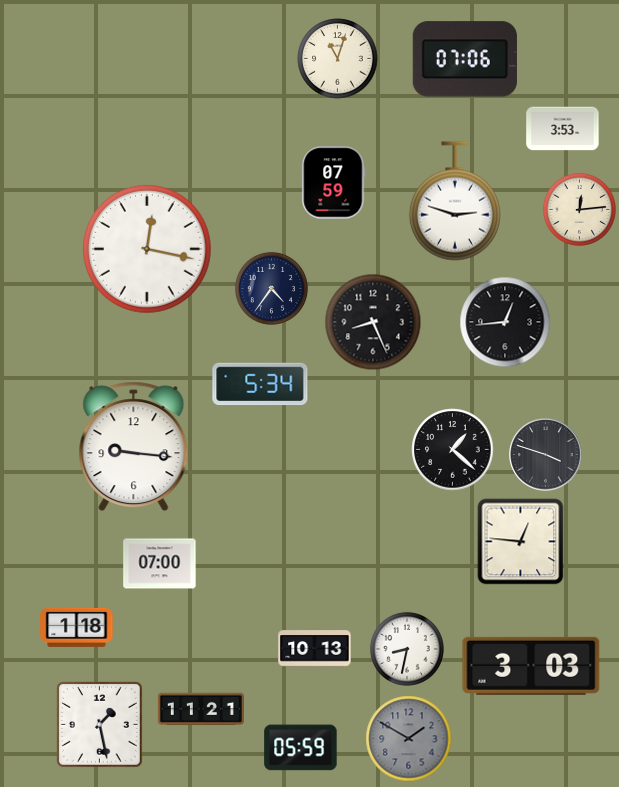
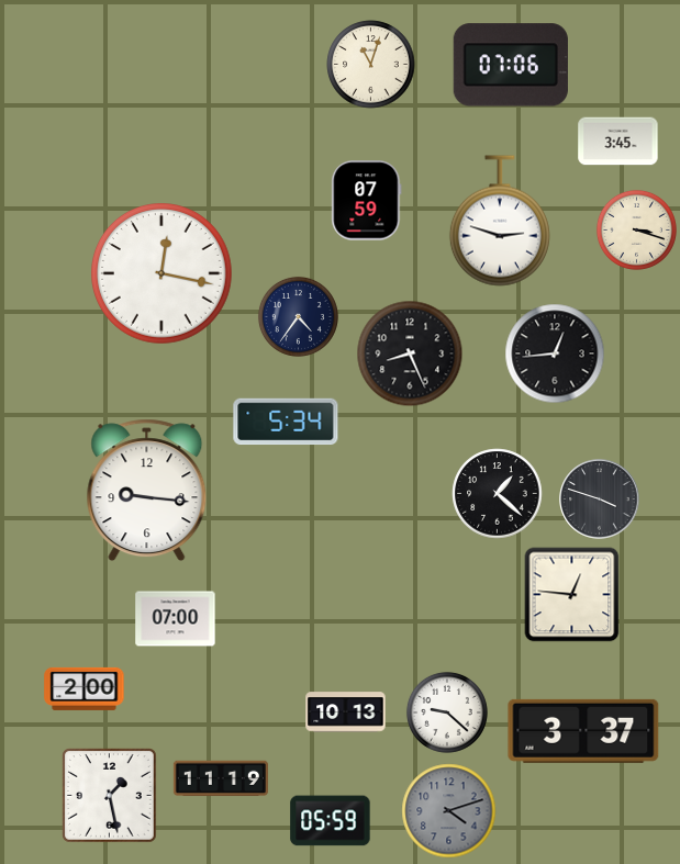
clock at (563, 129): 3:53 -> 3:45
clock at (579, 209): 12:14 -> 3:18
clock at (77, 627): 1:18 -> 2:00
clock at (407, 649): 8:32 -> 9:22
clock at (531, 666): 3:03 -> 3:37
clock at (201, 709): 11:21 -> 11:19
clock at (409, 739): 1:50 -> 4:12
